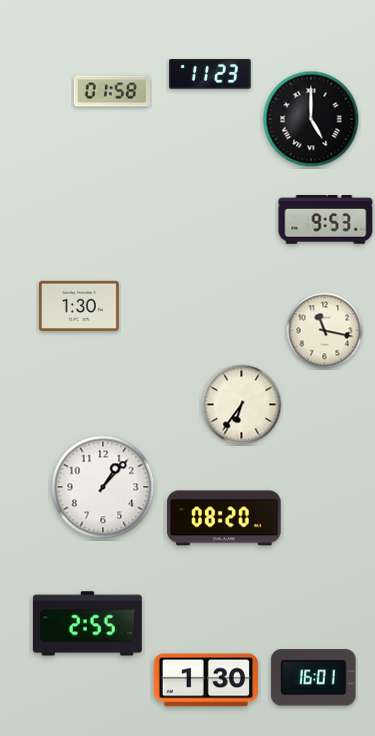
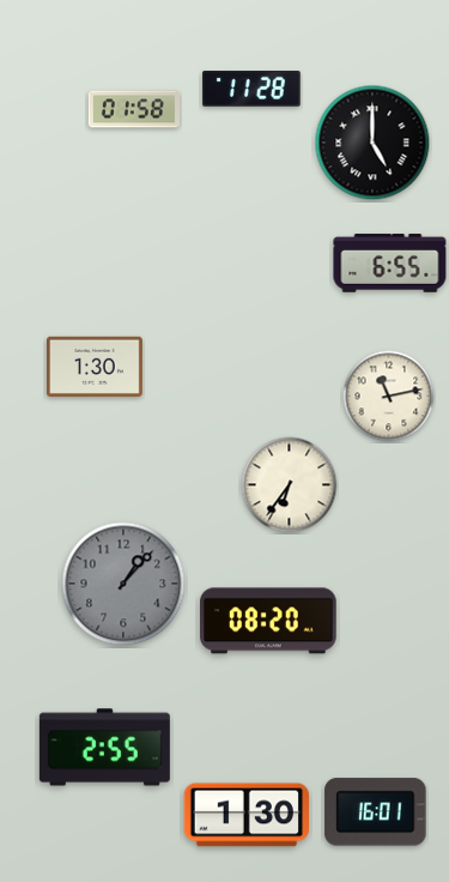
clock at (210, 75): 11:23 -> 11:28
clock at (326, 220): 9:53 -> 6:55
clock at (325, 331): 11:17 -> 11:13
clock at (103, 487) dial: white -> grey
